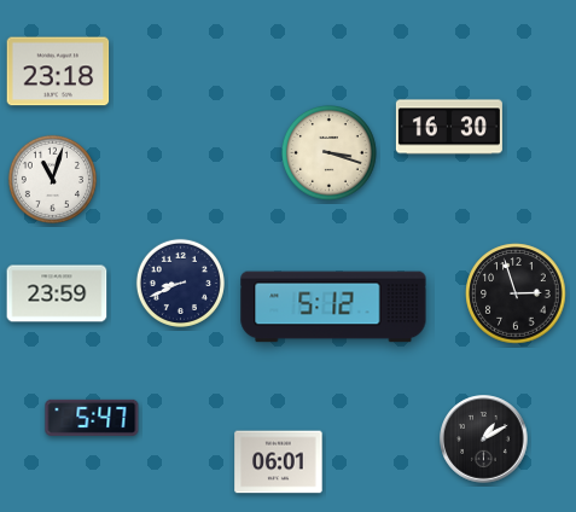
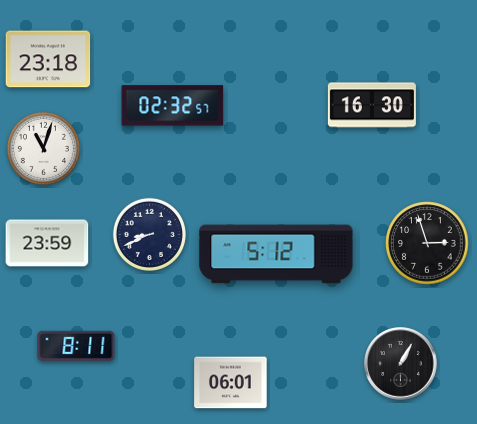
clock at (173, 106): none -> 02:32
clock at (330, 153): 3:18 -> none
clock at (92, 418): 5:47 -> 8:11
clock at (484, 440): 1:10 -> 1:05
